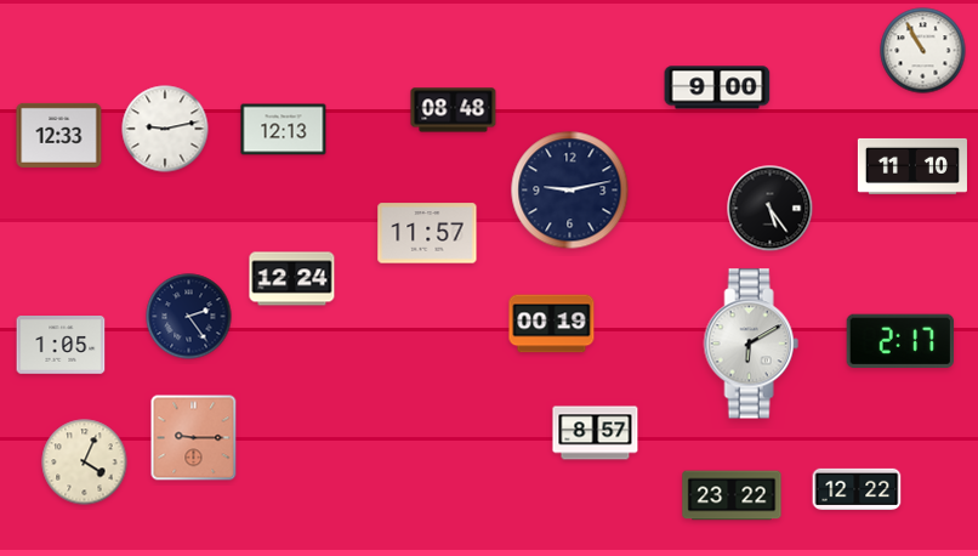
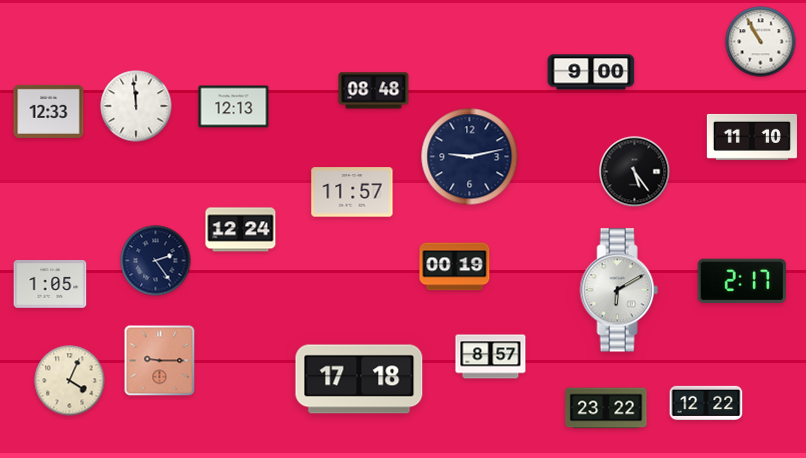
clock at (165, 129): 9:13 -> 11:59
clock at (751, 344) position: (751, 344) -> (619, 290)
clock at (359, 379): none -> 17:18
clock at (732, 495) position: (732, 495) -> (606, 408)
